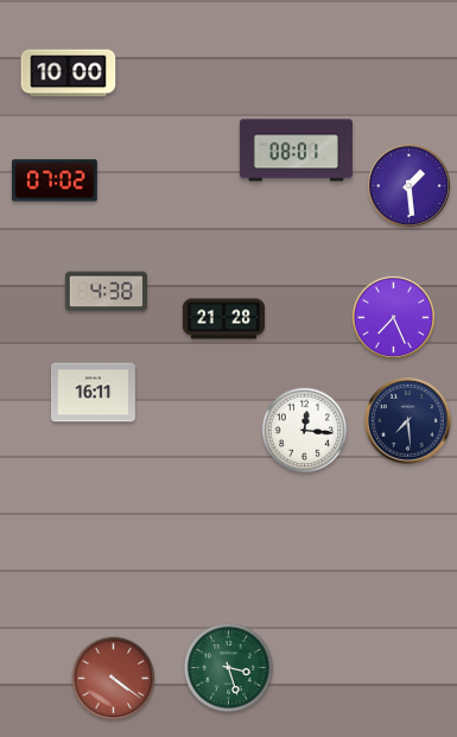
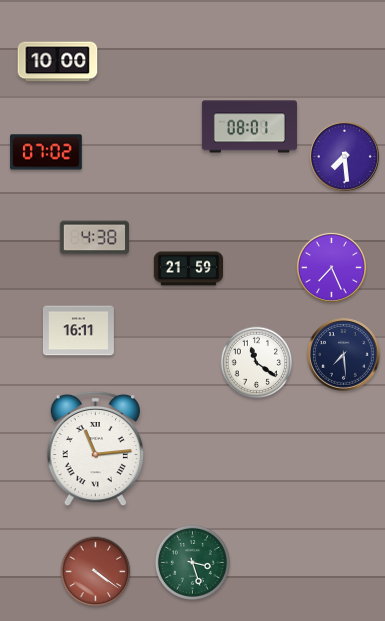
clock at (408, 185): 1:29 -> 7:29
clock at (106, 292) position: (106, 292) -> (94, 238)
clock at (224, 319): 21:28 -> 21:59
clock at (305, 431): 12:16 -> 11:21
clock at (95, 449): none -> 11:14
